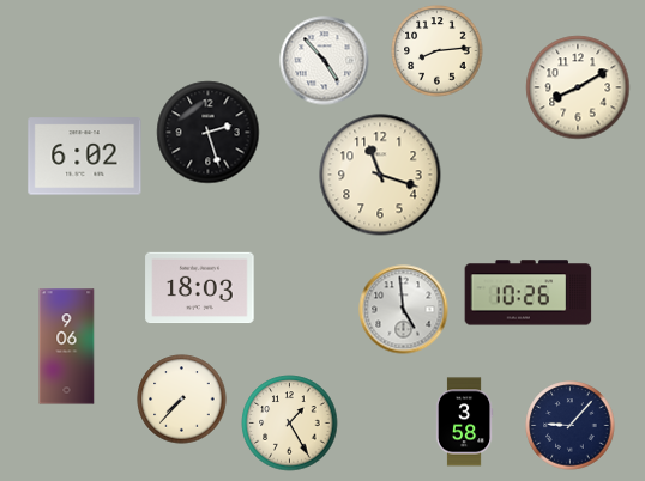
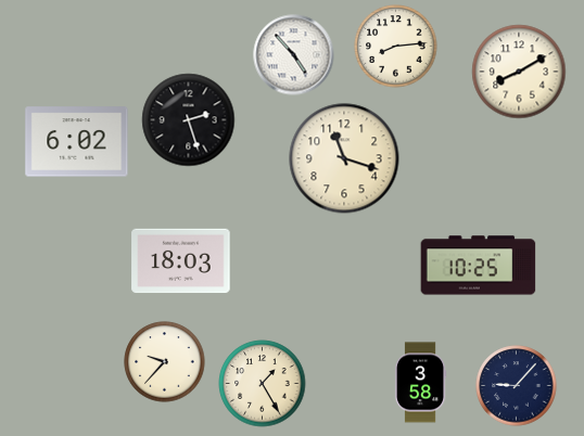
clock at (578, 87) position: (578, 87) -> (519, 72)
clock at (529, 293): 10:26 -> 10:25
clock at (404, 310): 4:59 -> none
clock at (67, 347): 9:06 -> none
clock at (182, 400): 7:37 -> 9:37
